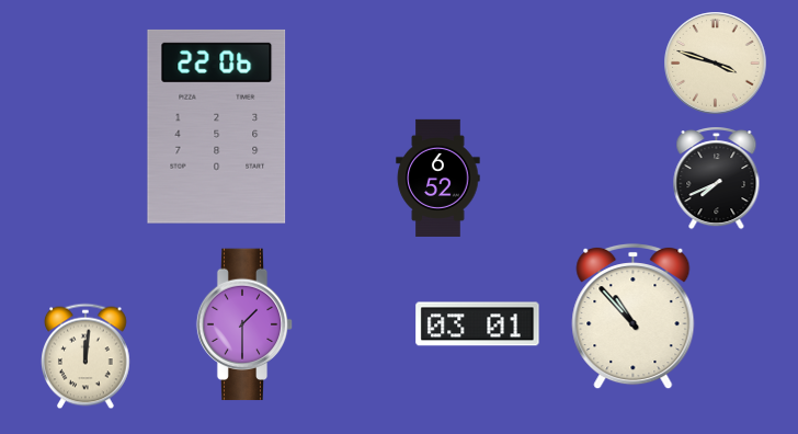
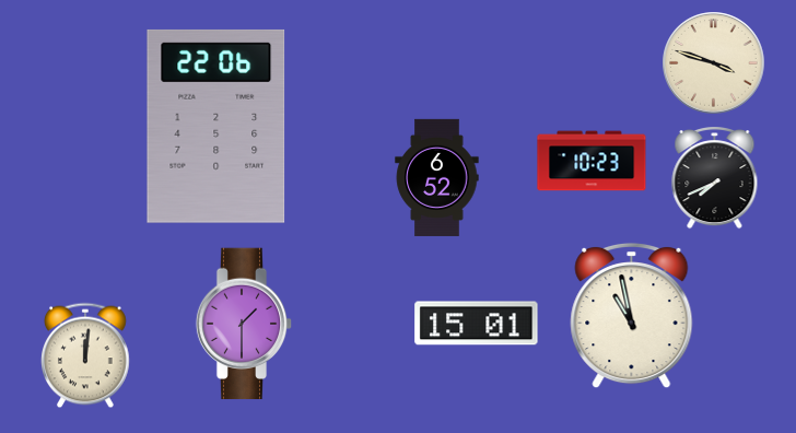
clock at (592, 161): none -> 10:23
clock at (634, 317): 10:53 -> 10:58
clock at (478, 324): 03:01 -> 15:01
